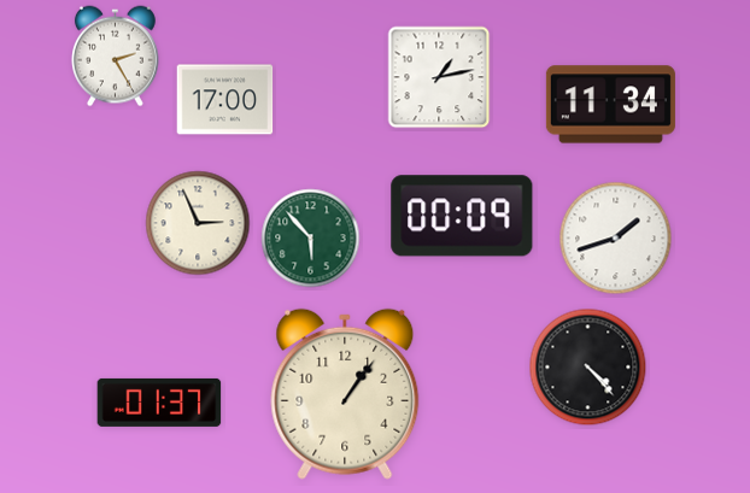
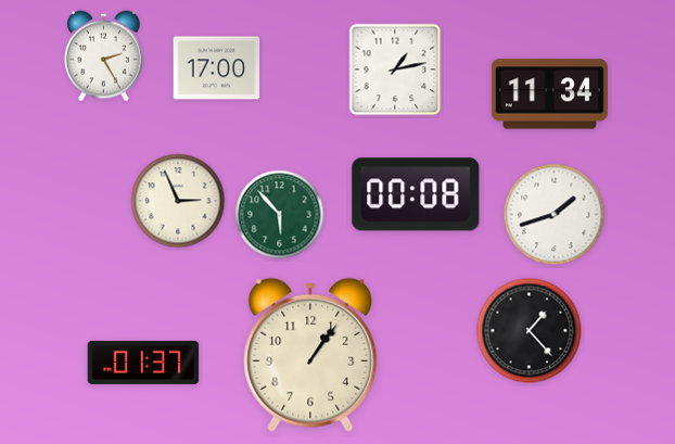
clock at (116, 57) position: (116, 57) -> (104, 56)
clock at (225, 100) position: (225, 100) -> (217, 68)
clock at (462, 216): 00:09 -> 00:08
clock at (588, 368): 4:23 -> 1:23
